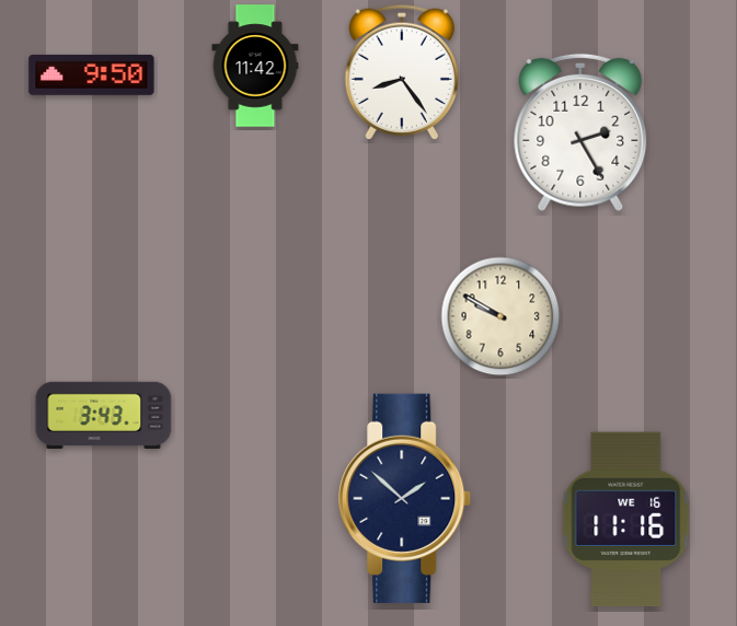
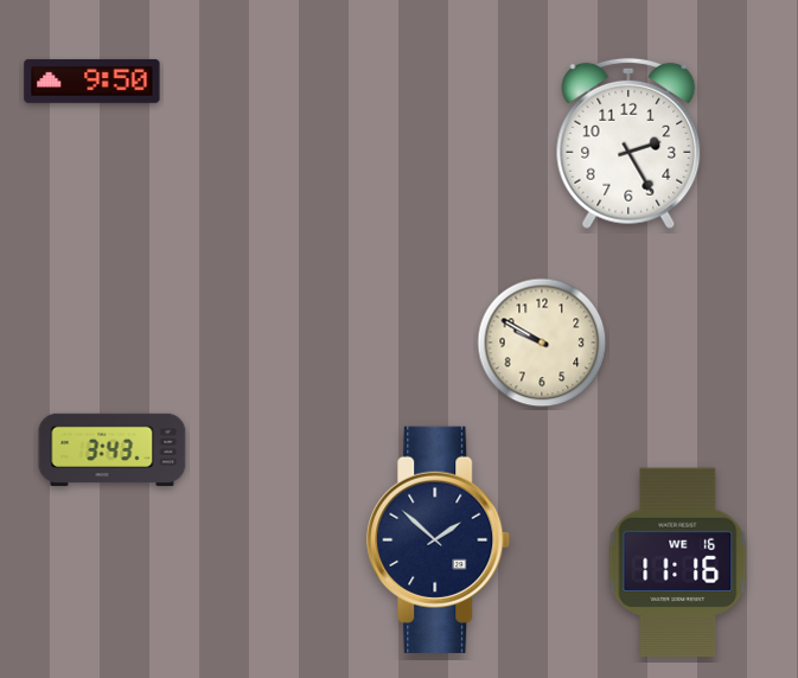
clock at (255, 66): 11:42 -> none
clock at (402, 72): 8:24 -> none
clock at (92, 74) position: (92, 74) -> (92, 81)
